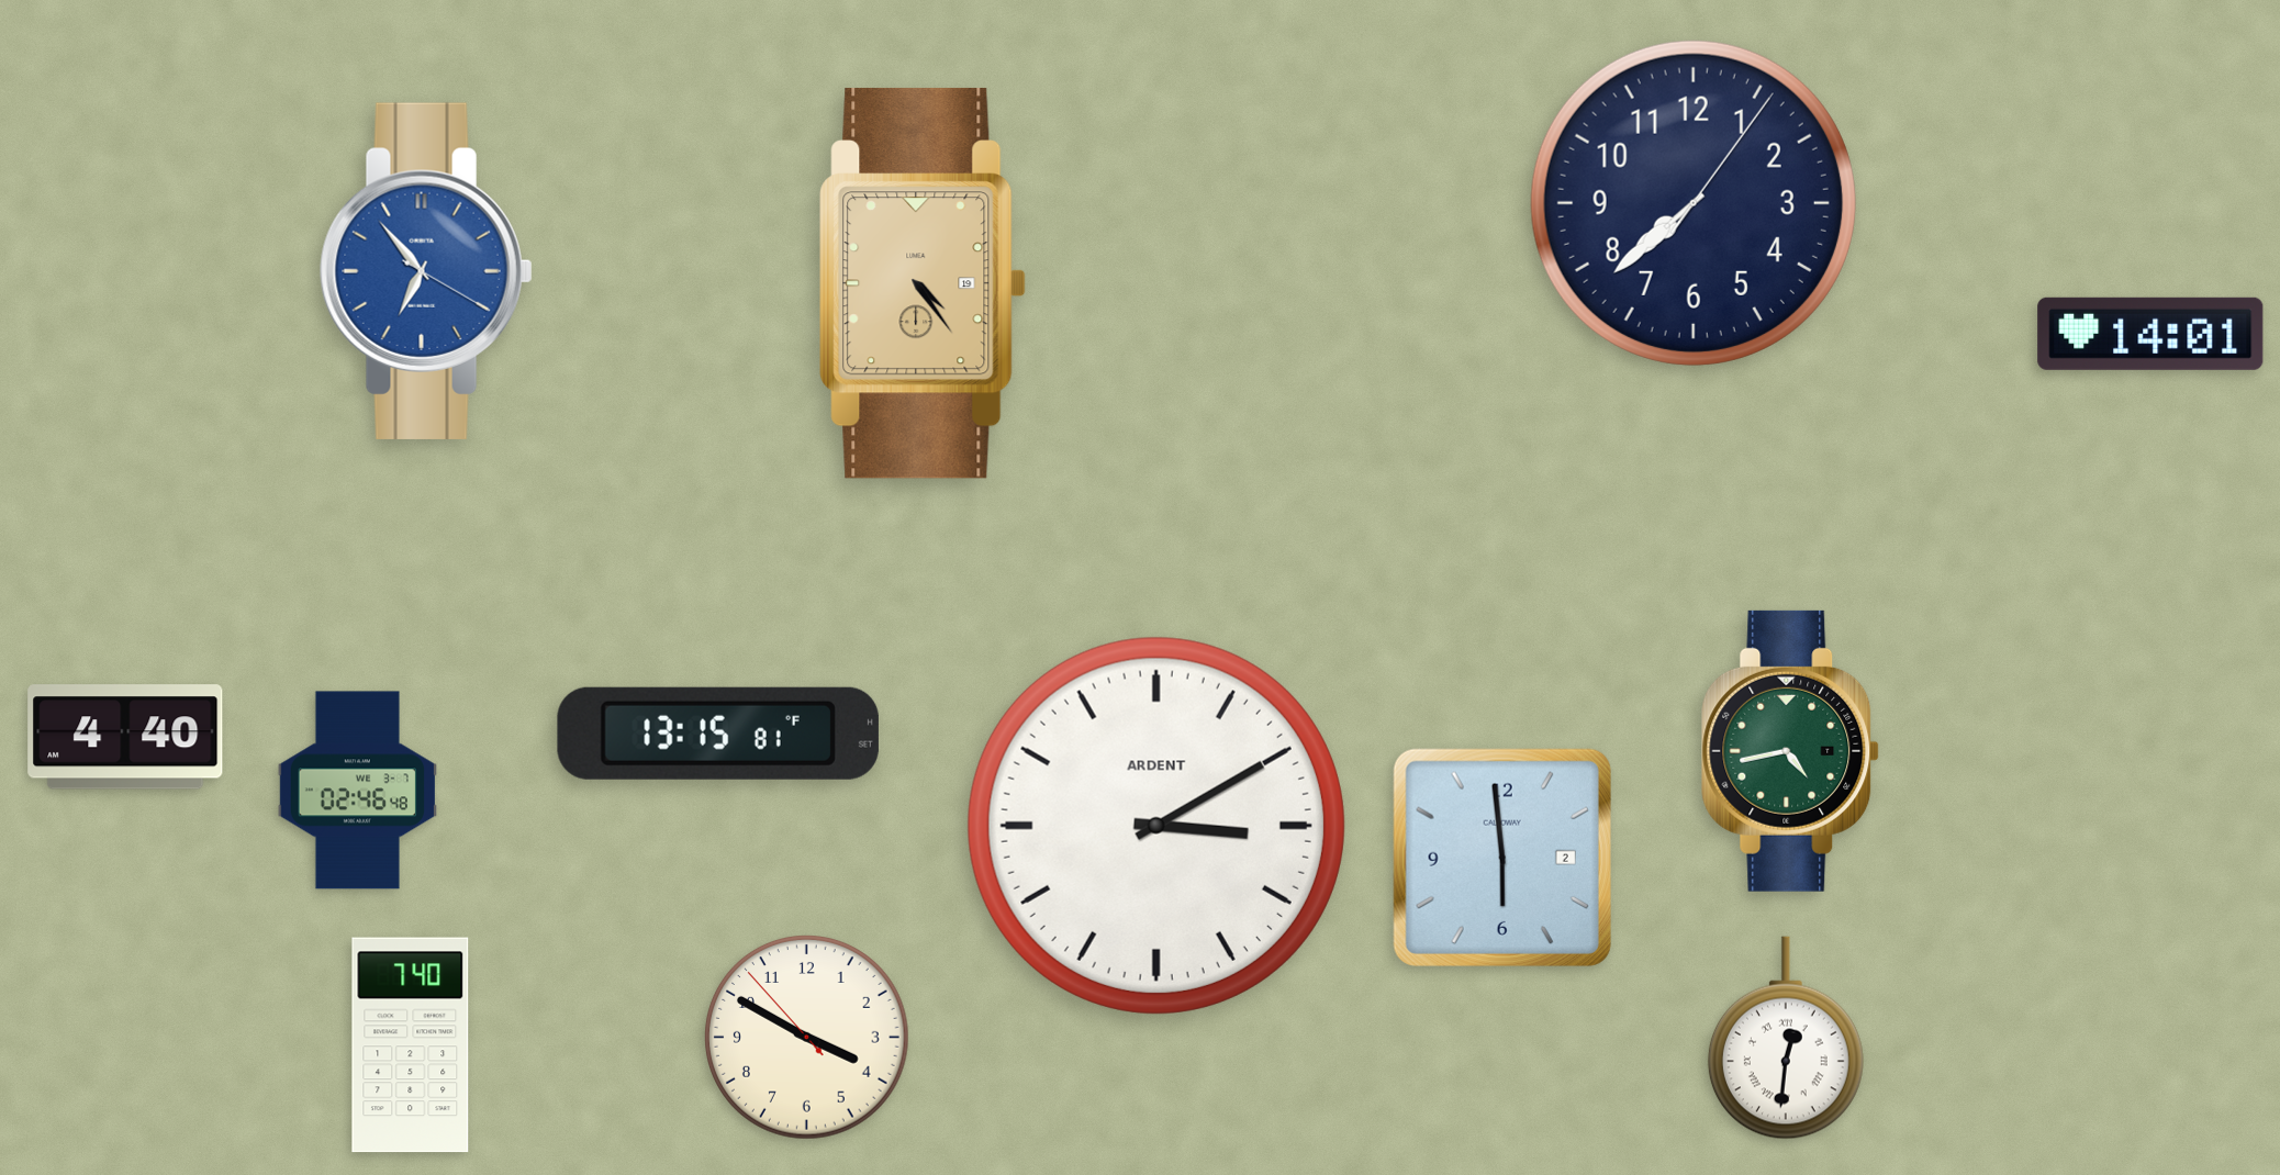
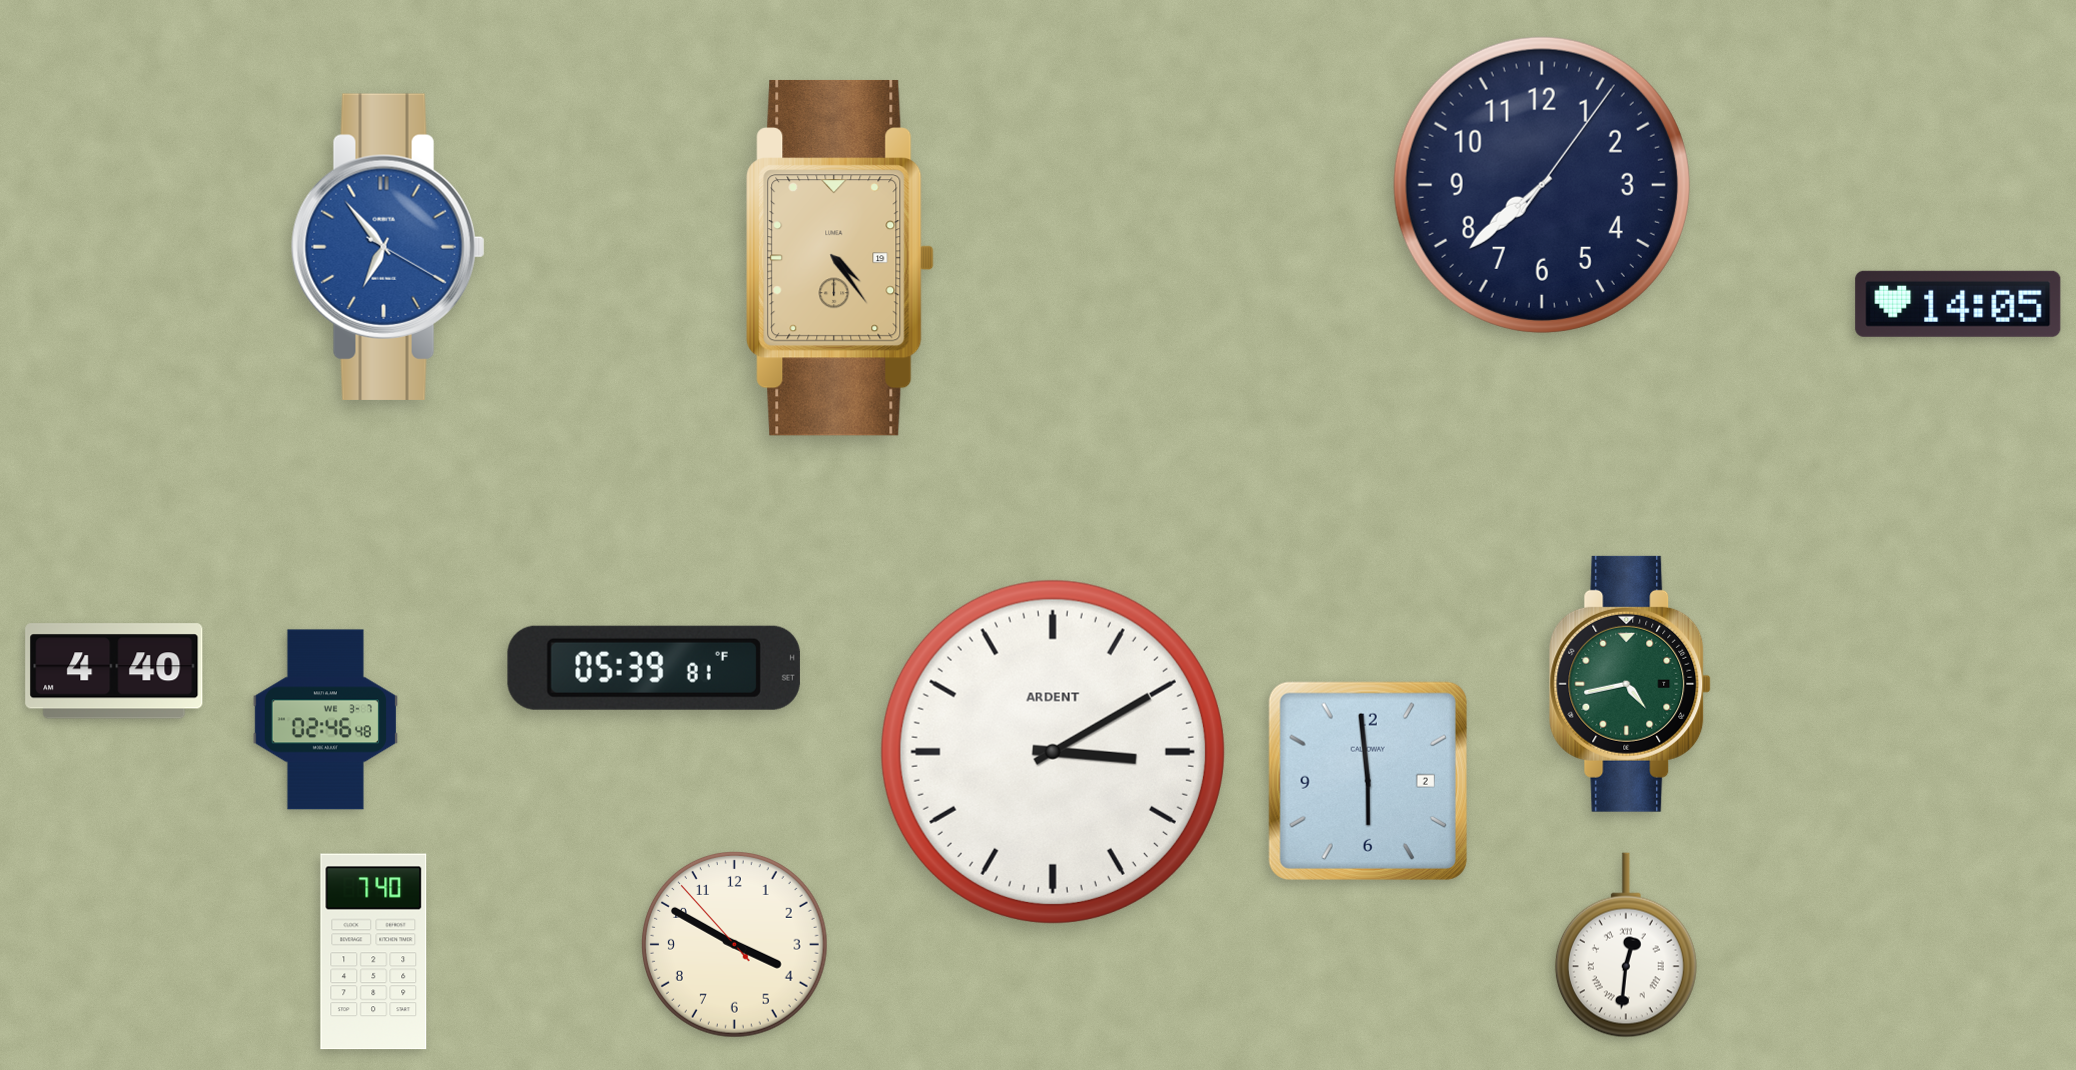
clock at (2150, 334): 14:01 -> 14:05
clock at (718, 734): 13:15 -> 05:39
